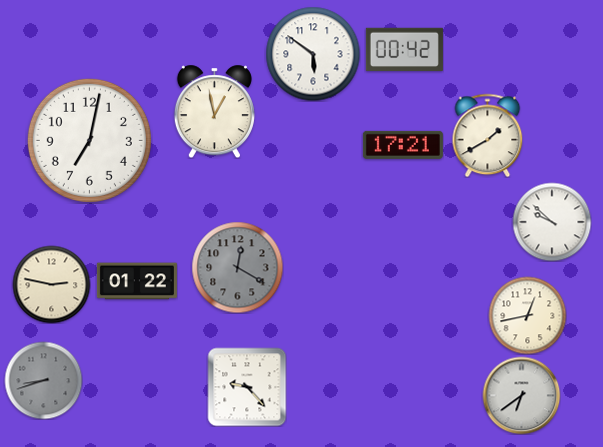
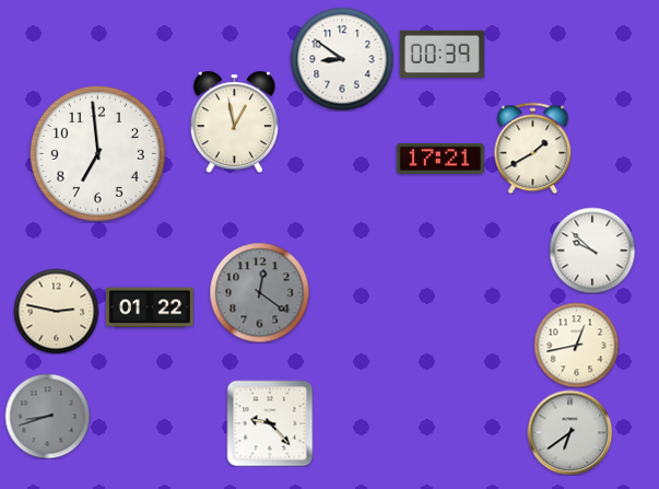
clock at (404, 50): 00:42 -> 00:39
clock at (313, 54): 5:51 -> 8:51
clock at (89, 140): 7:02 -> 6:59
clock at (552, 222) position: (552, 222) -> (592, 251)
clock at (237, 267): 12:20 -> 12:21
